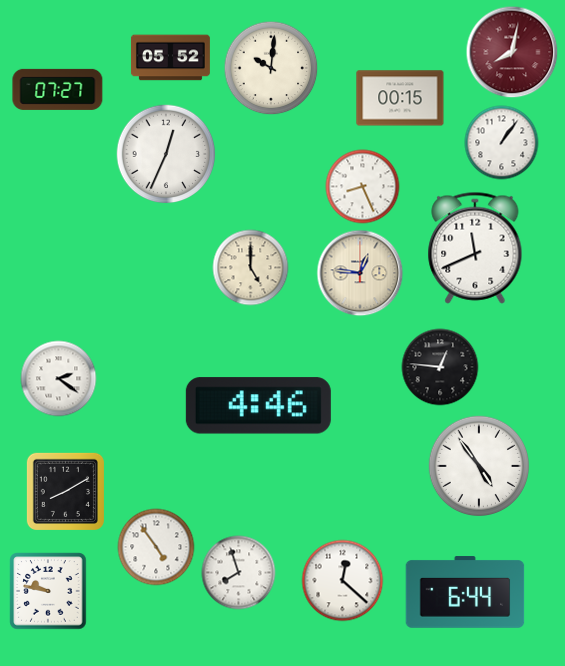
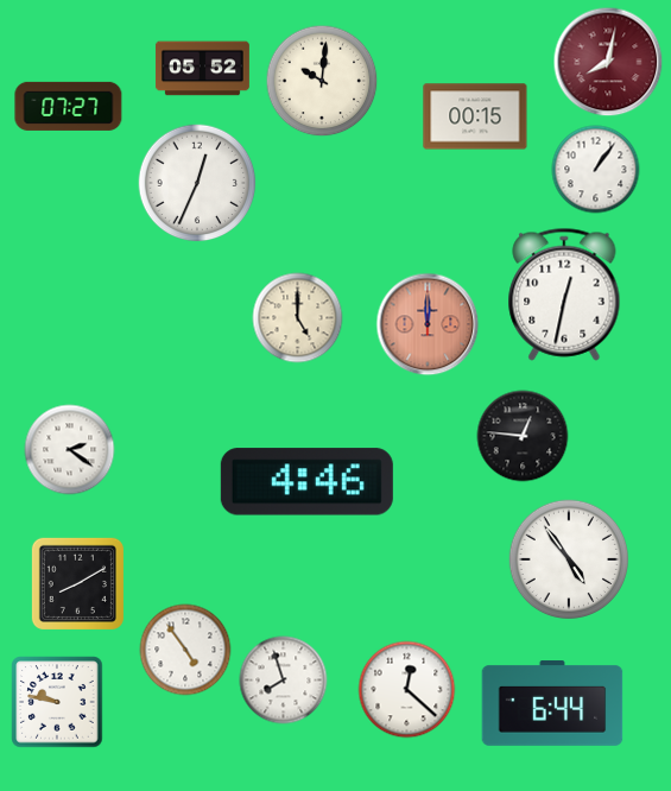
clock at (363, 187): 8:26 -> none
clock at (475, 248): 11:41 -> 12:32
clock at (360, 273): 12:46 -> 12:00
clock at (360, 273) dial: cream -> salmon
clock at (478, 465) position: (478, 465) -> (568, 558)
